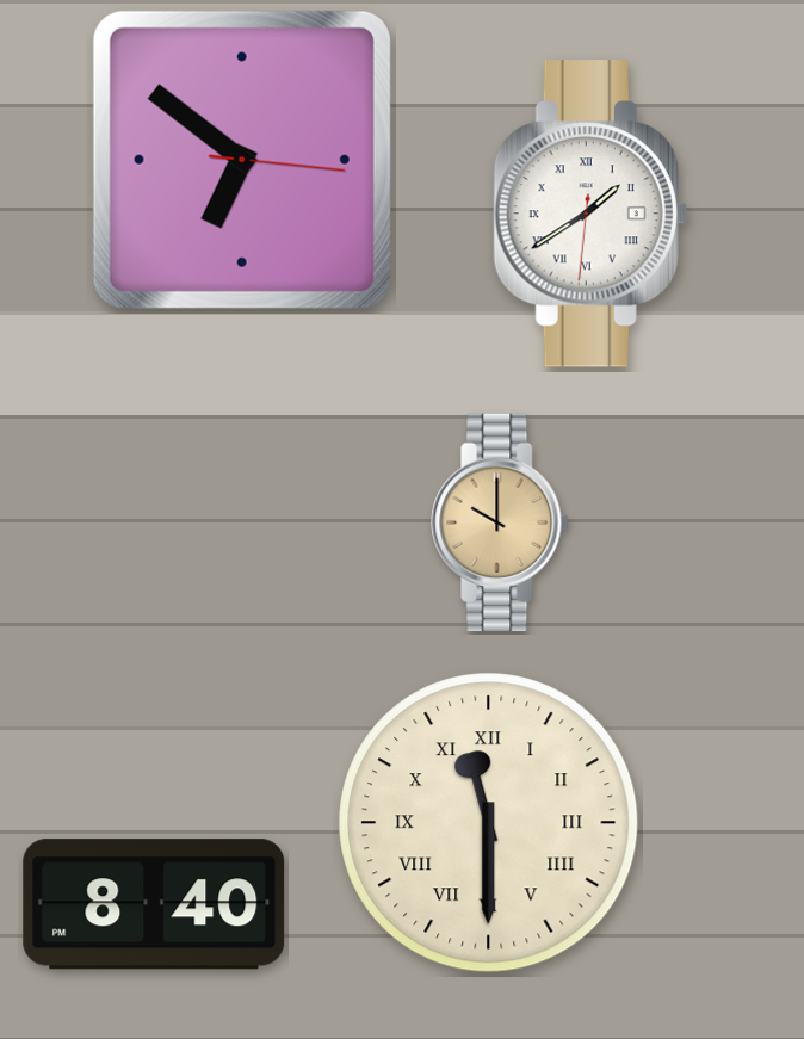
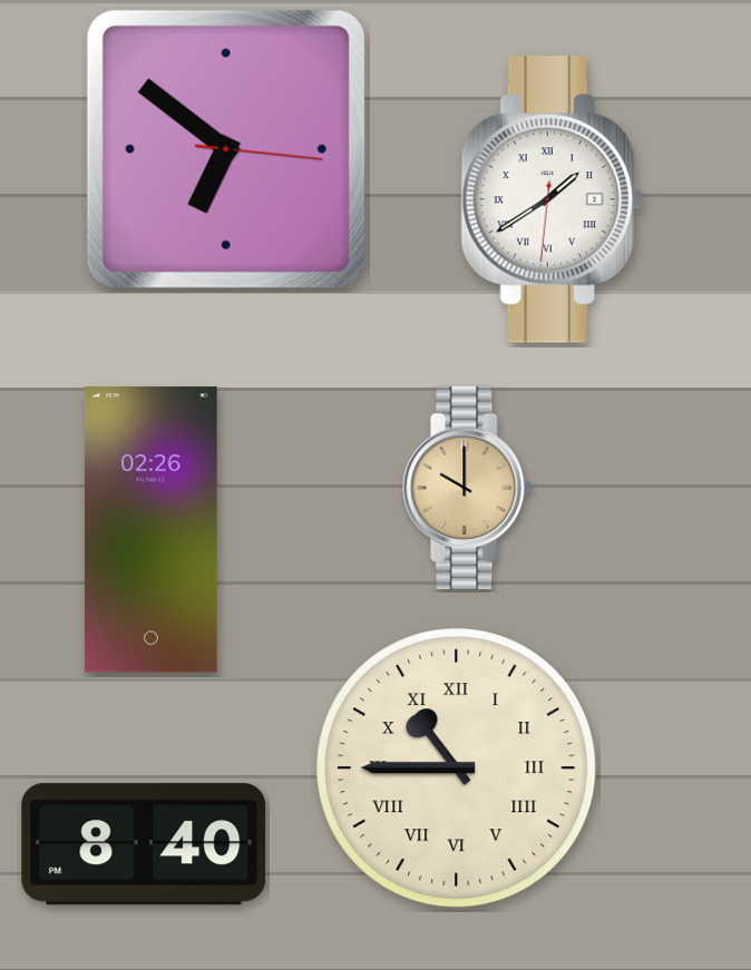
clock at (150, 530): none -> 02:26
clock at (489, 823): 11:30 -> 10:45
